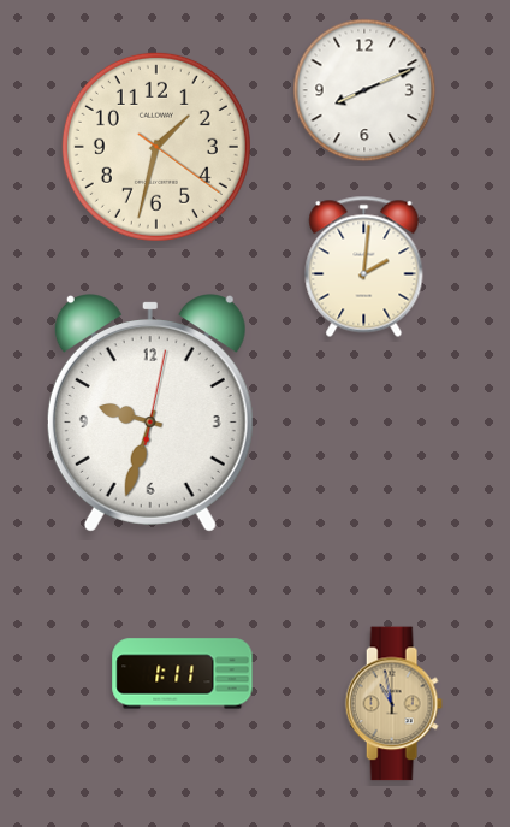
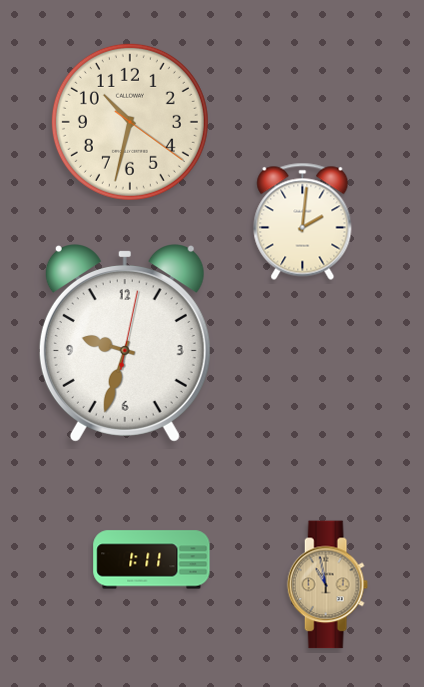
clock at (364, 90): 8:11 -> none
clock at (156, 147): 1:32 -> 10:32
